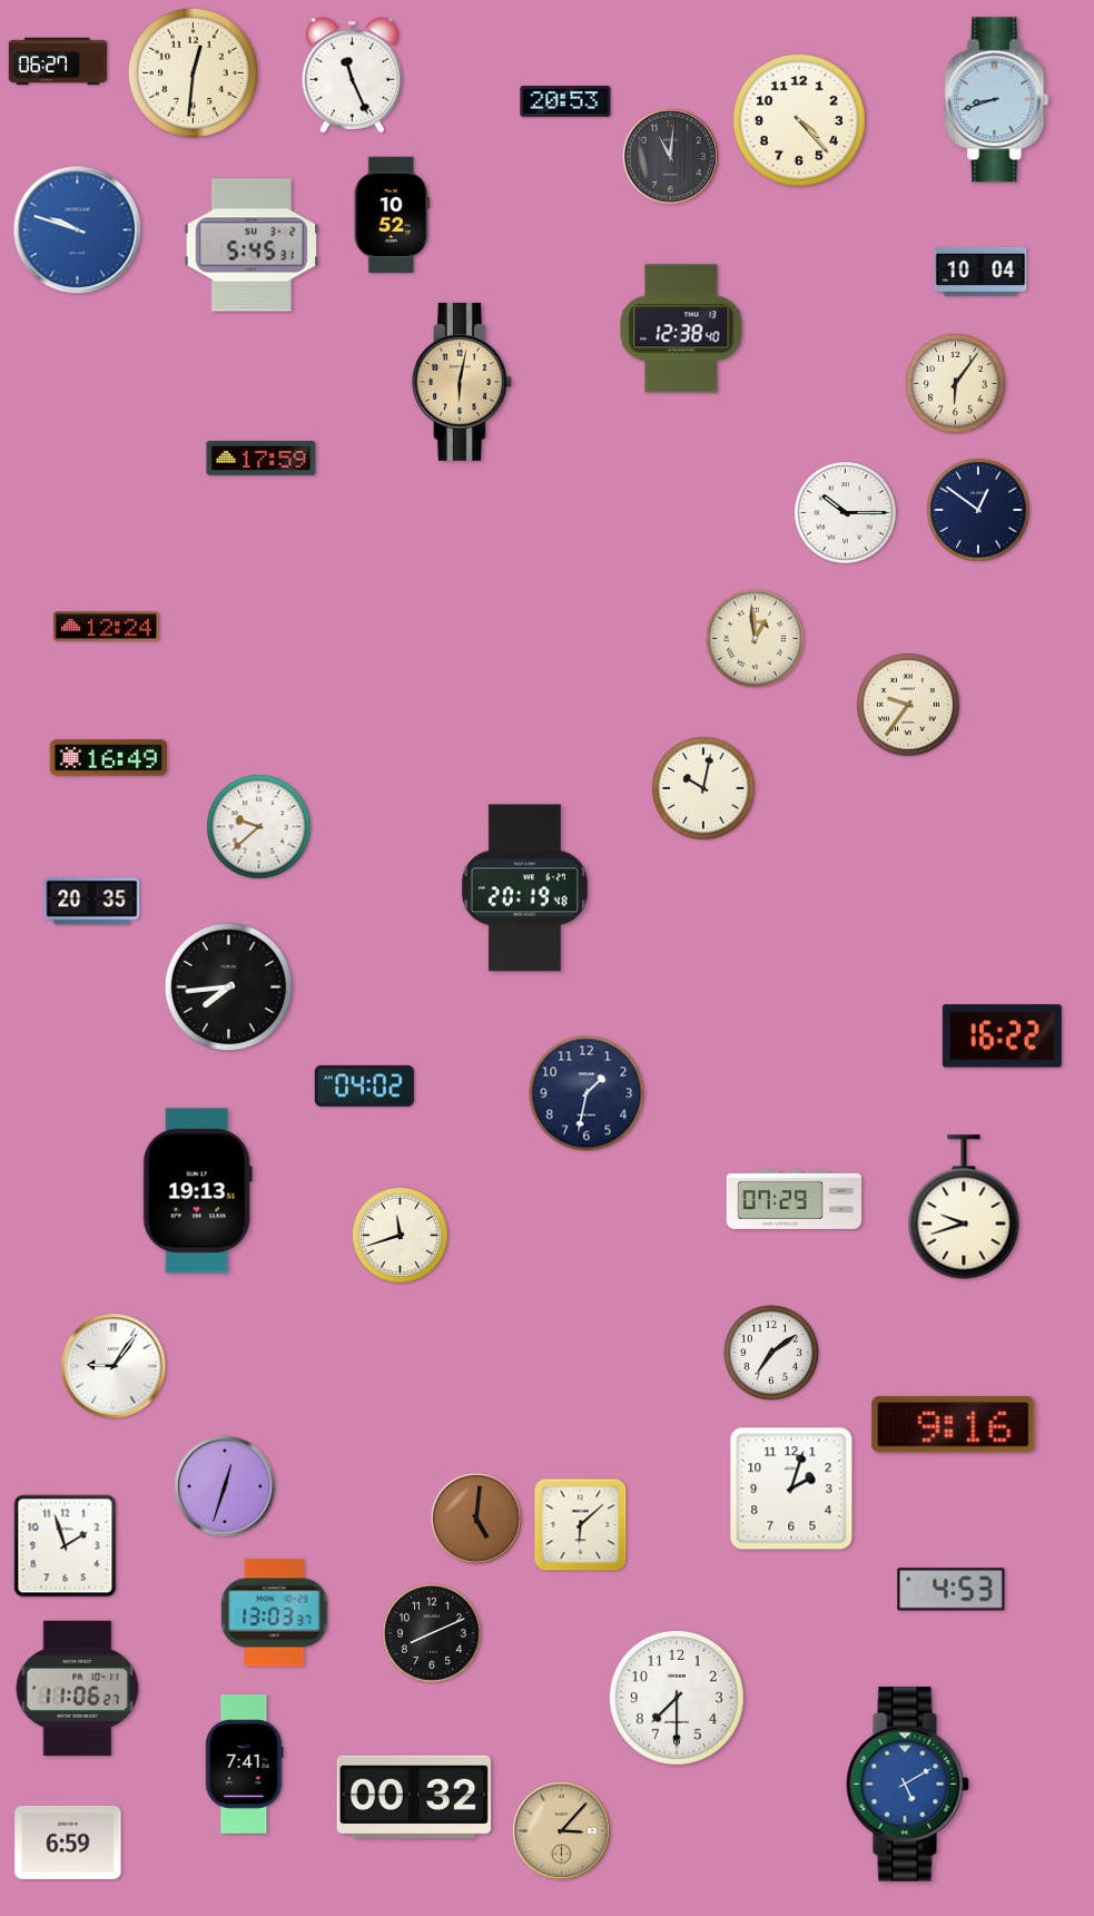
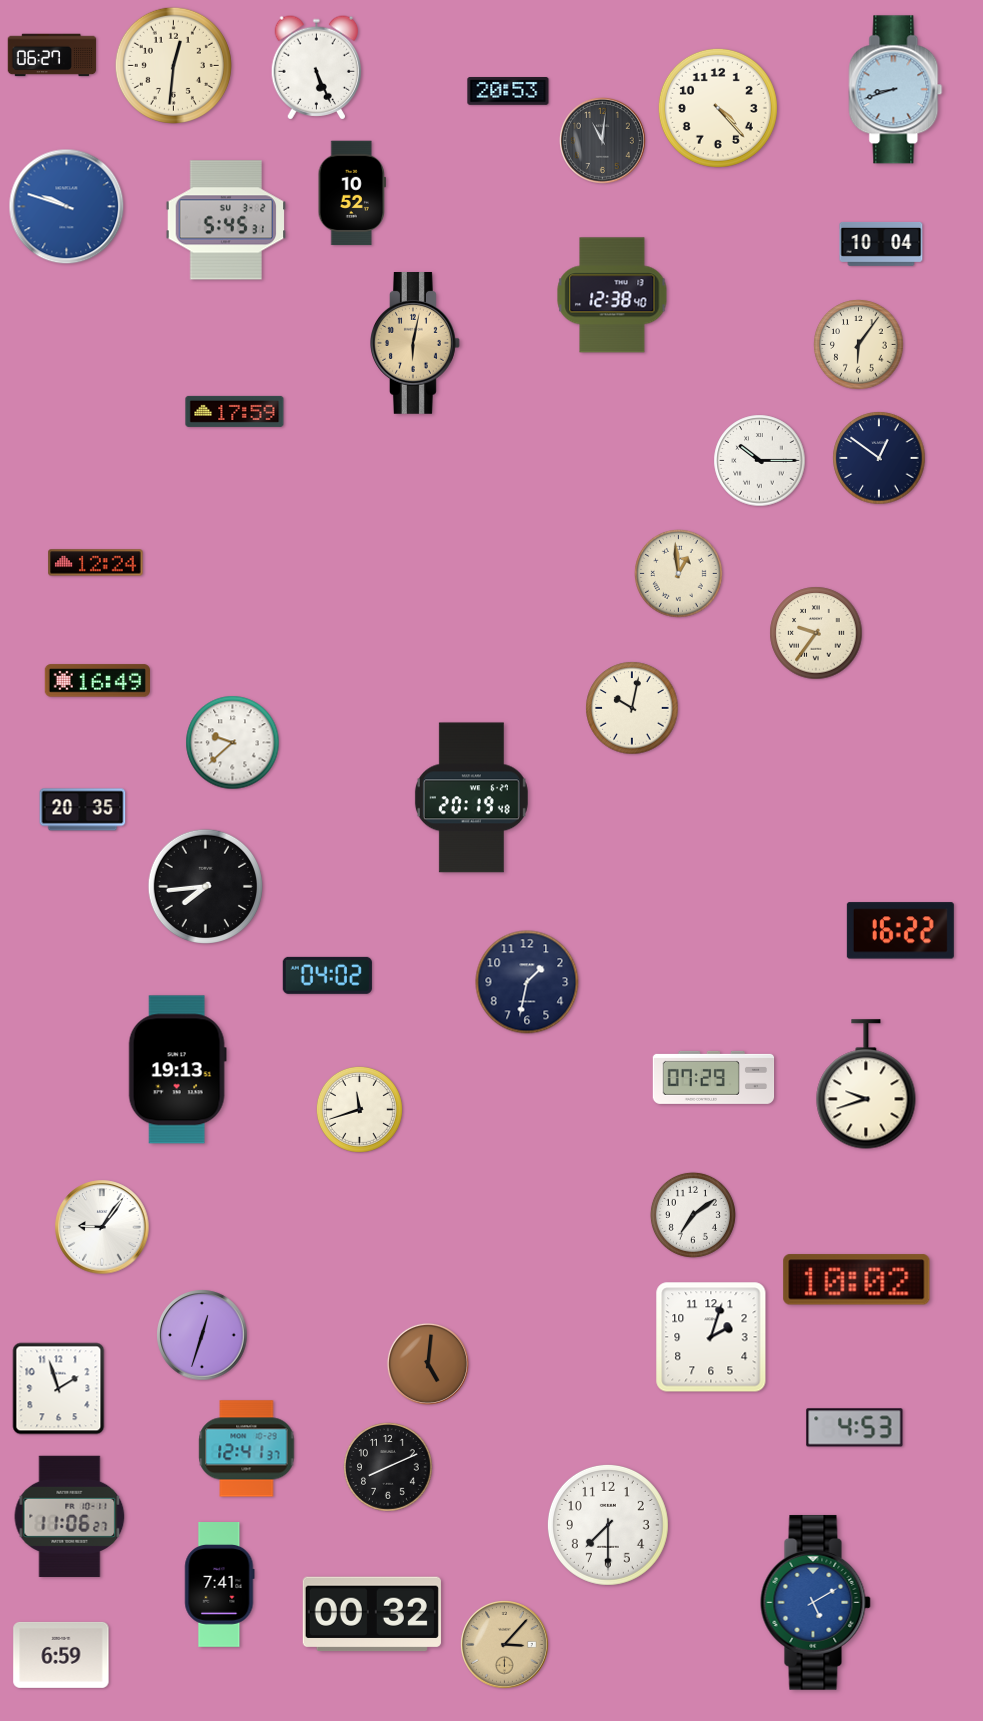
clock at (352, 76): 11:26 -> 5:26
clock at (78, 230) position: (78, 230) -> (67, 207)
clock at (954, 1425): 9:16 -> 10:02
clock at (581, 1525): 6:08 -> none
clock at (275, 1613): 13:03 -> 12:41
